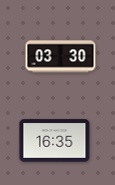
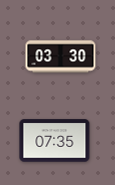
clock at (55, 141): 16:35 -> 07:35
